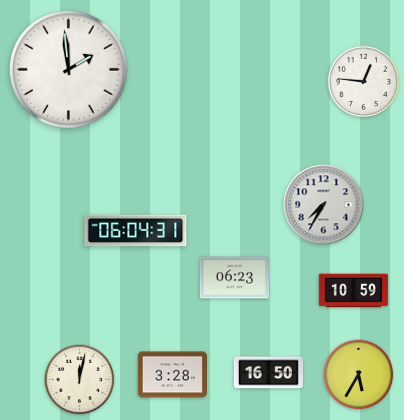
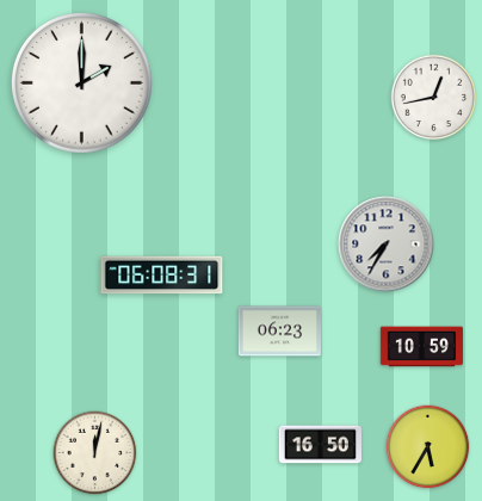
clock at (68, 69): 1:59 -> 2:00
clock at (364, 82): 12:46 -> 12:43
clock at (136, 231): 06:04 -> 06:08
clock at (172, 375): 3:28 -> none
